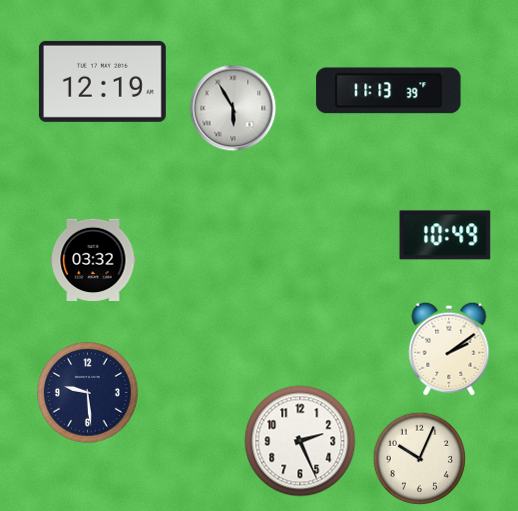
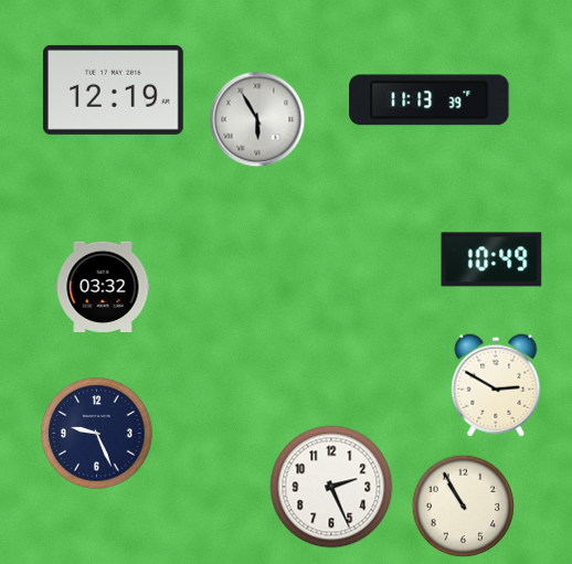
clock at (449, 349): 2:09 -> 2:50
clock at (88, 393): 9:29 -> 9:26
clock at (420, 459): 10:04 -> 10:55
